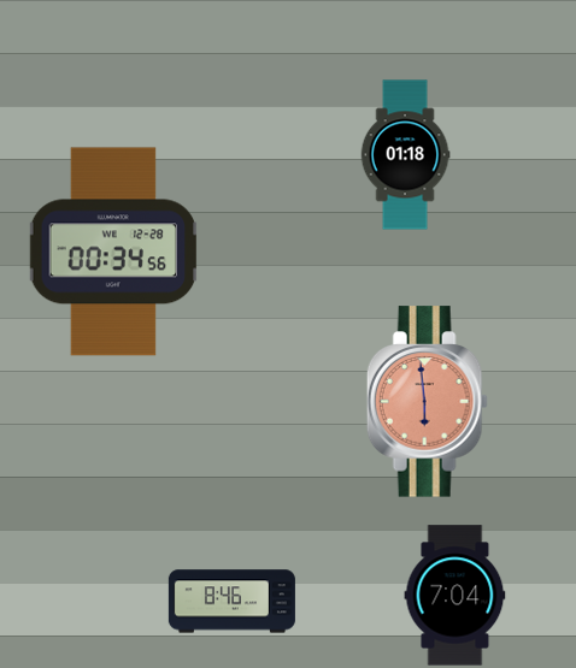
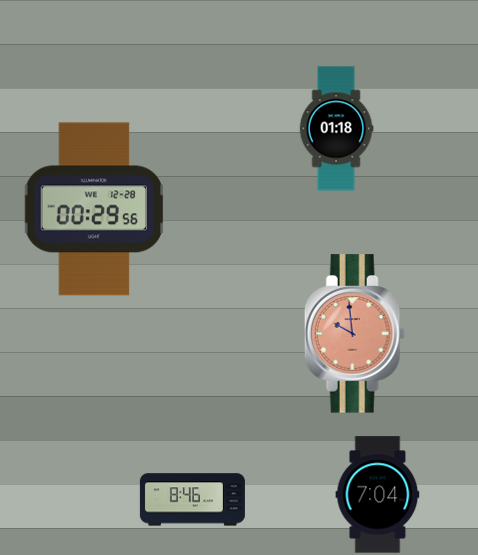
clock at (113, 252): 00:34 -> 00:29
clock at (427, 402): 5:59 -> 9:59
